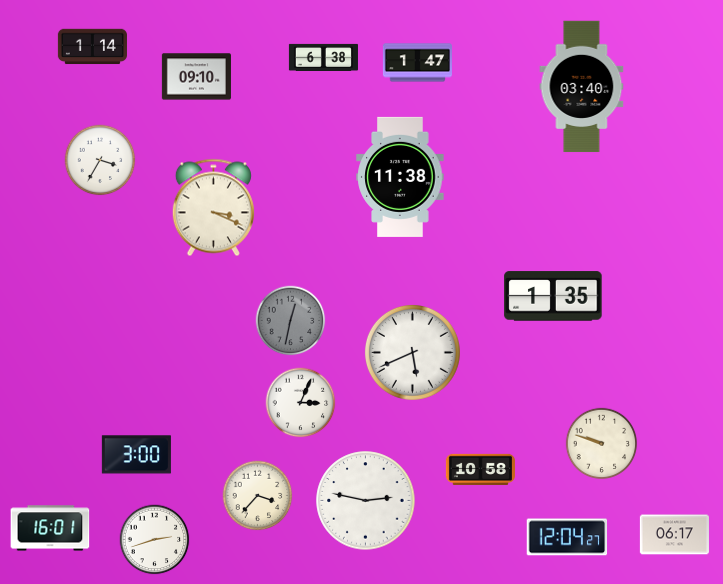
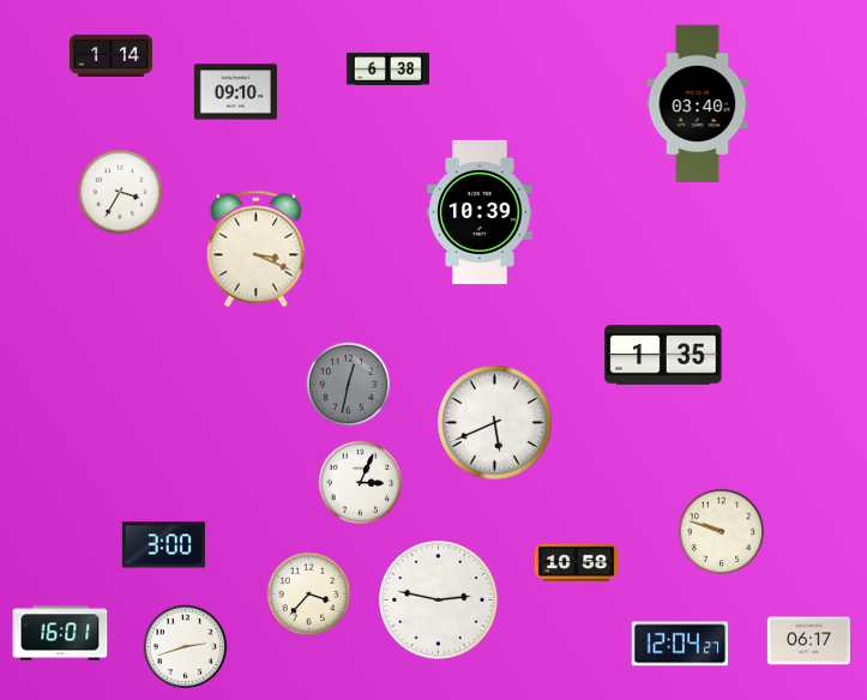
clock at (417, 63): 1:47 -> none
clock at (400, 177): 11:38 -> 10:39
